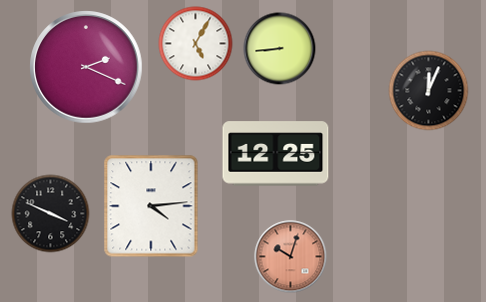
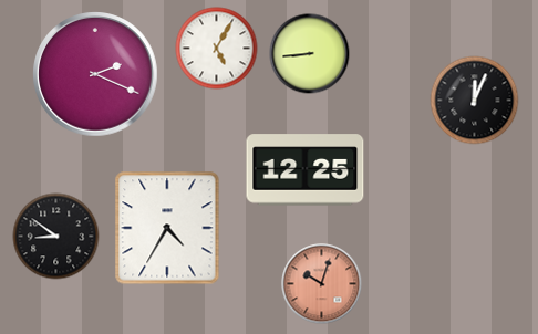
clock at (151, 206): 4:14 -> 4:35
clock at (51, 214): 3:49 -> 8:51
